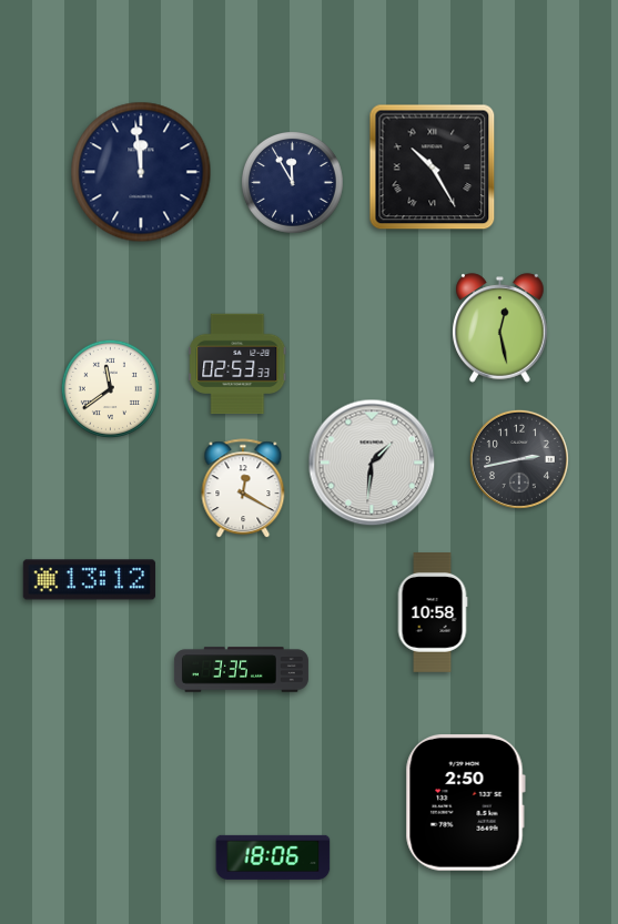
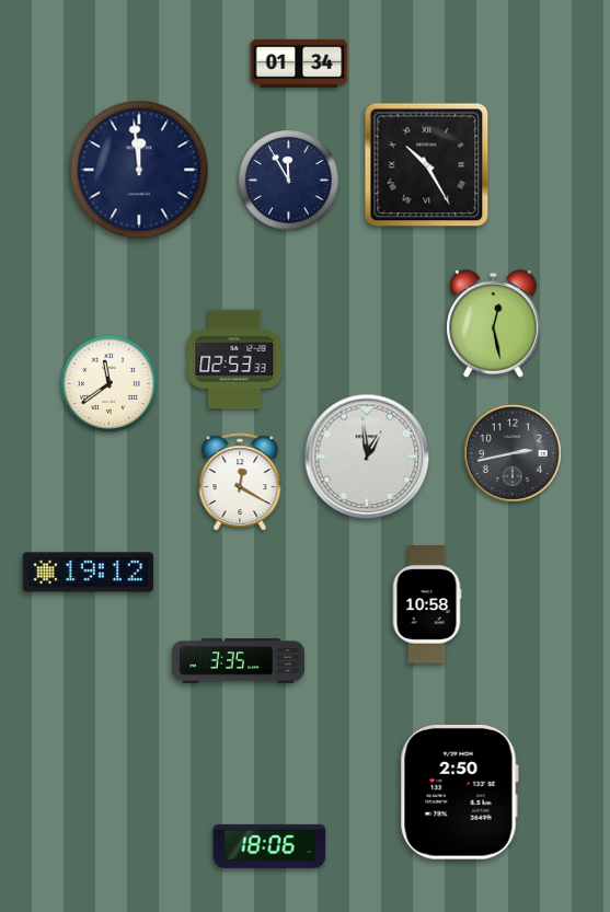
clock at (299, 64): none -> 01:34
clock at (372, 463): 1:31 -> 12:59
clock at (89, 580): 13:12 -> 19:12
